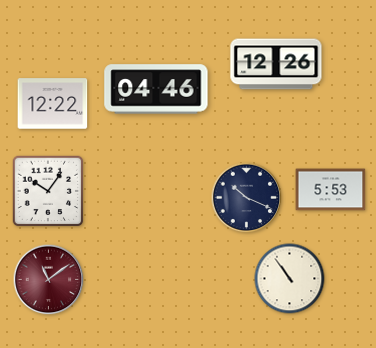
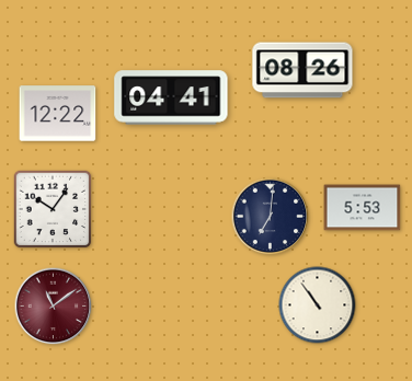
clock at (276, 64): 12:26 -> 08:26
clock at (156, 89): 04:46 -> 04:41
clock at (247, 198): 10:19 -> 7:01
